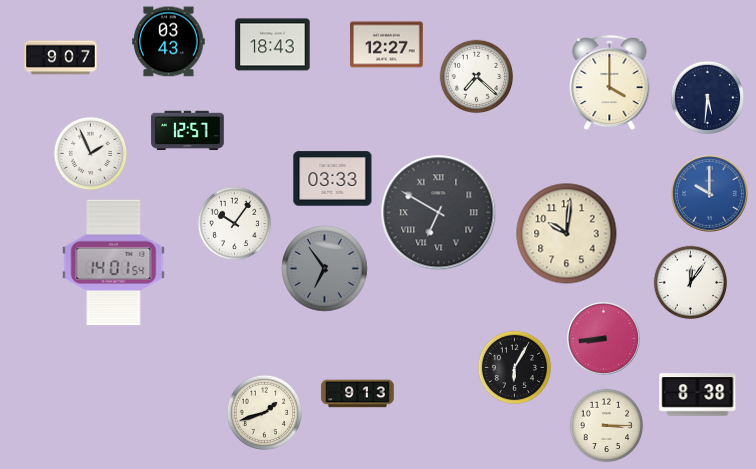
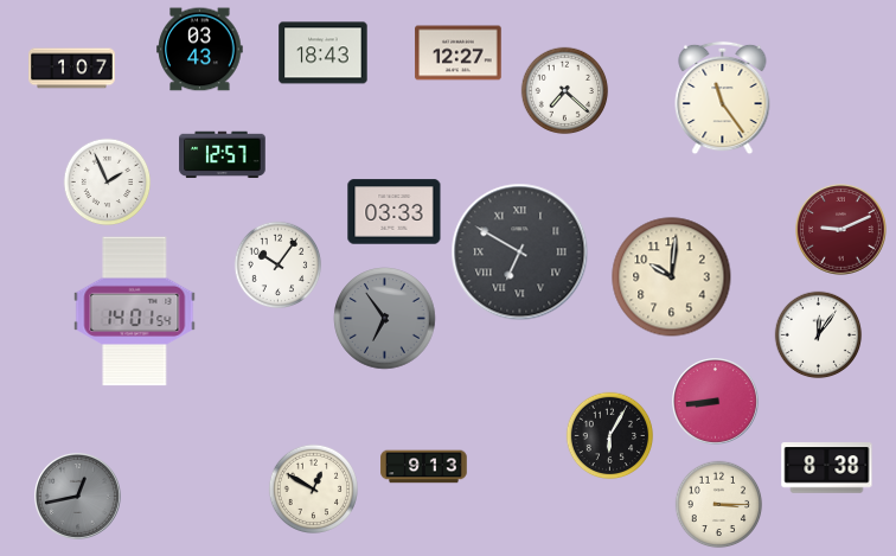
clock at (61, 58): 9:07 -> 1:07
clock at (610, 83): 4:00 -> 11:24
clock at (708, 98): 5:31 -> none
clock at (710, 194): 10:00 -> 9:11
clock at (710, 194) dial: blue -> burgundy
clock at (264, 412): 1:42 -> 12:50
clock at (78, 497): none -> 12:43
